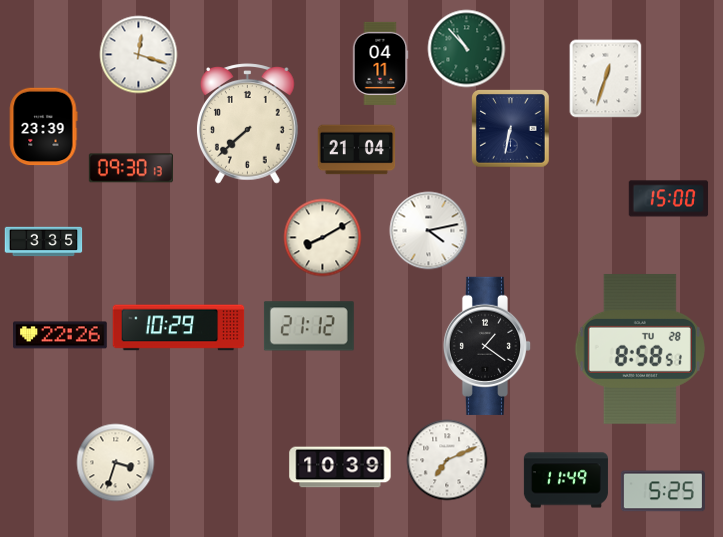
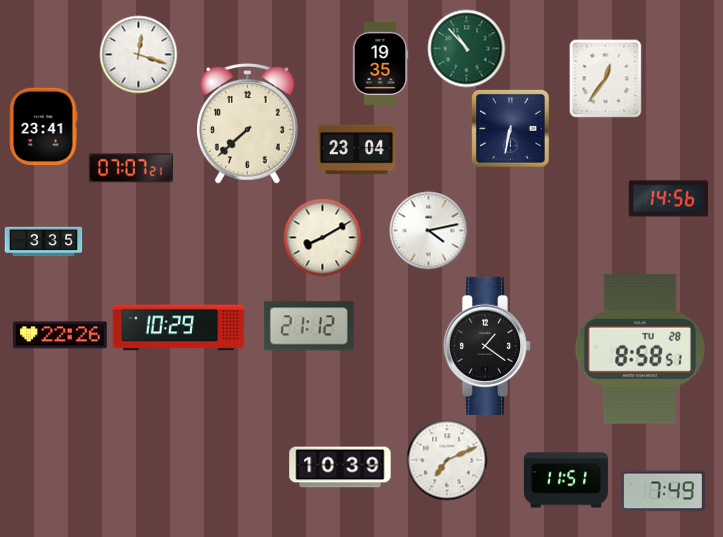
clock at (380, 63): 04:11 -> 19:35
clock at (606, 78): 12:33 -> 12:36
clock at (44, 126): 23:39 -> 23:41
clock at (356, 150): 21:04 -> 23:04
clock at (131, 168): 09:30 -> 07:07
clock at (668, 199): 15:00 -> 14:56
clock at (115, 462): 3:33 -> none
clock at (566, 480): 11:49 -> 11:51
clock at (663, 491): 5:25 -> 7:49
